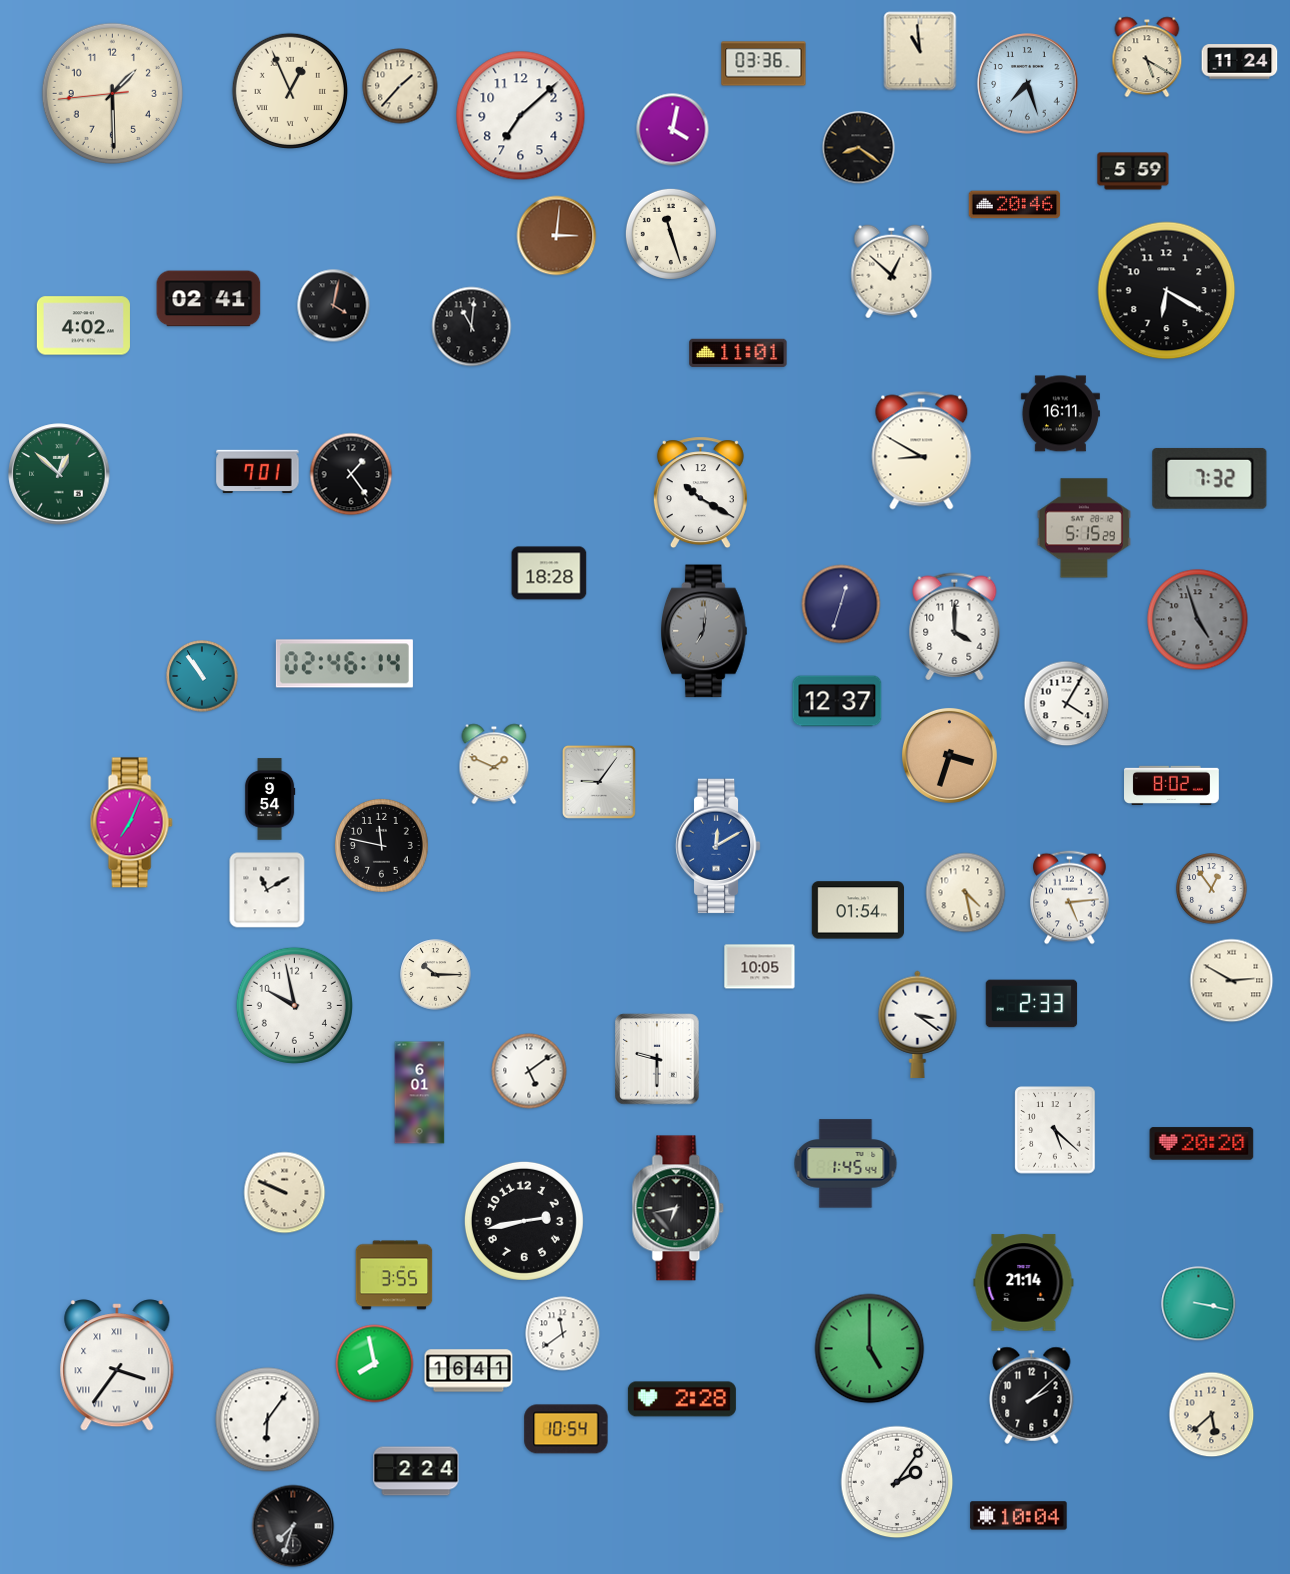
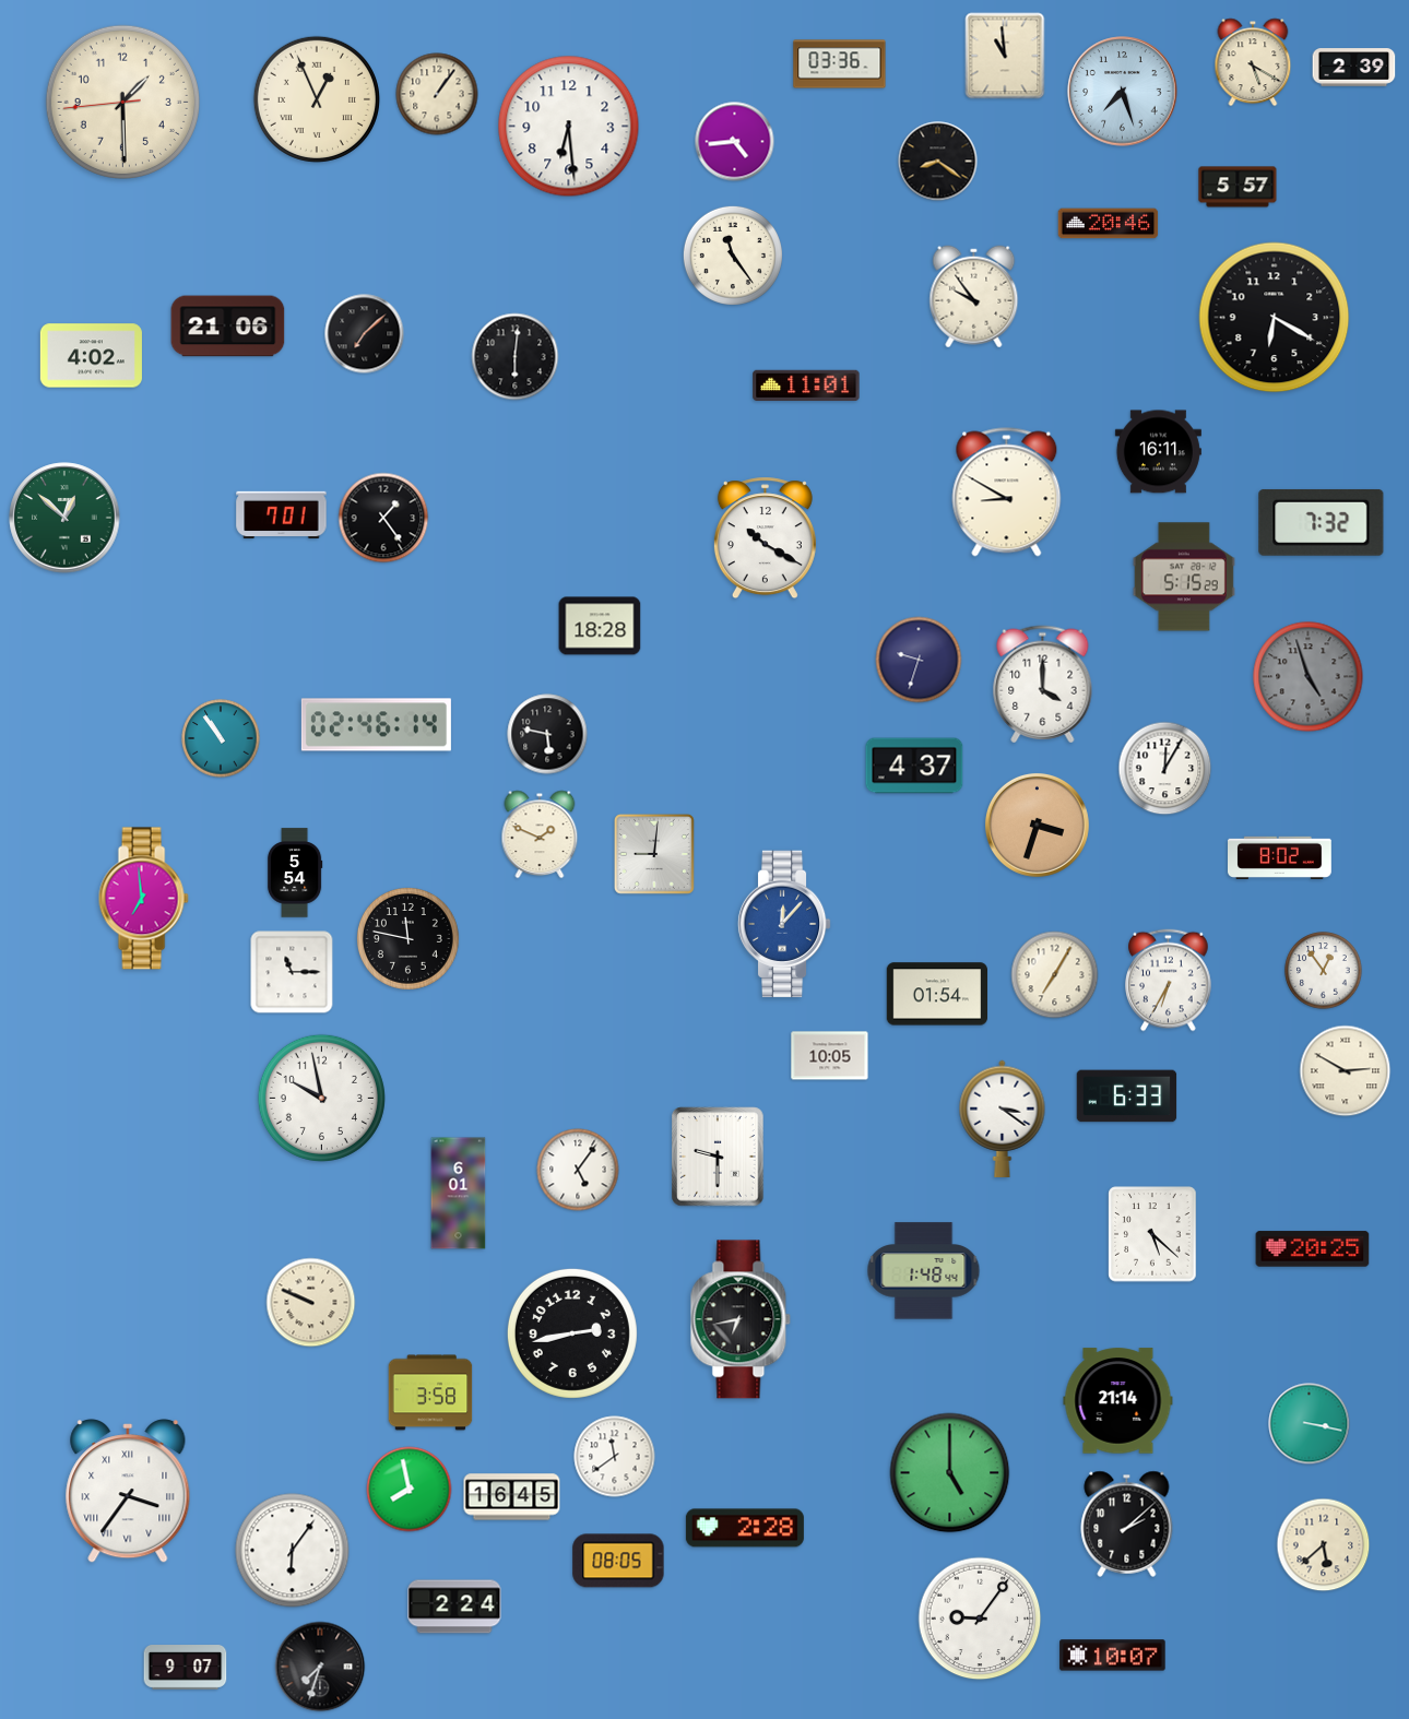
clock at (1240, 62): 11:24 -> 2:39
clock at (764, 64) position: (764, 64) -> (840, 64)
clock at (400, 86): 1:37 -> 1:06
clock at (521, 116): 7:08 -> 6:29
clock at (673, 130): 4:02 -> 4:44
clock at (1133, 171): 5:59 -> 5:57
clock at (671, 234): 11:27 -> 11:24
clock at (557, 236): 3:01 -> none
clock at (892, 272): 12:52 -> 9:54
clock at (209, 299): 02:41 -> 21:06
clock at (334, 306): 4:02 -> 7:08
clock at (472, 327): 11:01 -> 6:01
clock at (841, 604): 12:33 -> 9:33
clock at (704, 631): 7:01 -> none
clock at (547, 734): none -> 5:47
clock at (837, 701): 12:37 -> 4:37
clock at (1067, 704): 4:05 -> 12:05
clock at (600, 783): 9:06 -> 9:01
clock at (270, 799): 9:54 -> 5:54
clock at (131, 823): 7:04 -> 6:59
clock at (381, 845) position: (381, 845) -> (407, 938)
clock at (718, 846): 12:10 -> 12:07
clock at (267, 890): 11:10 -> 11:15
clock at (966, 893): 4:28 -> 7:05
clock at (1070, 898): 5:14 -> 6:35
clock at (436, 975): 10:15 -> none
clock at (1032, 1004): 2:33 -> 6:33
clock at (529, 1071): 5:09 -> 5:06
clock at (1202, 1144): 20:20 -> 20:25
clock at (846, 1164): 1:45 -> 1:48
clock at (394, 1275): 3:55 -> 3:58
clock at (469, 1371): 16:41 -> 16:45
clock at (566, 1429): 10:54 -> 08:05
clock at (897, 1482): 2:06 -> 9:06
clock at (1019, 1516): 10:04 -> 10:07
clock at (186, 1668): none -> 9:07
